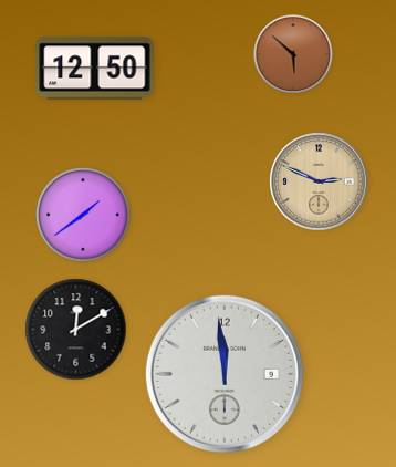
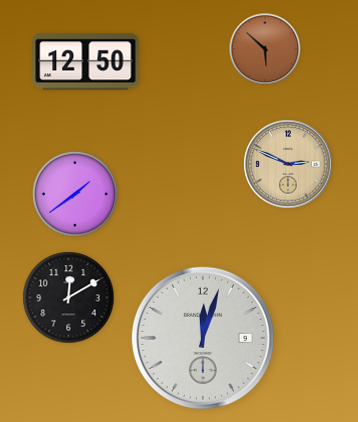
clock at (225, 374): 11:59 -> 12:03
